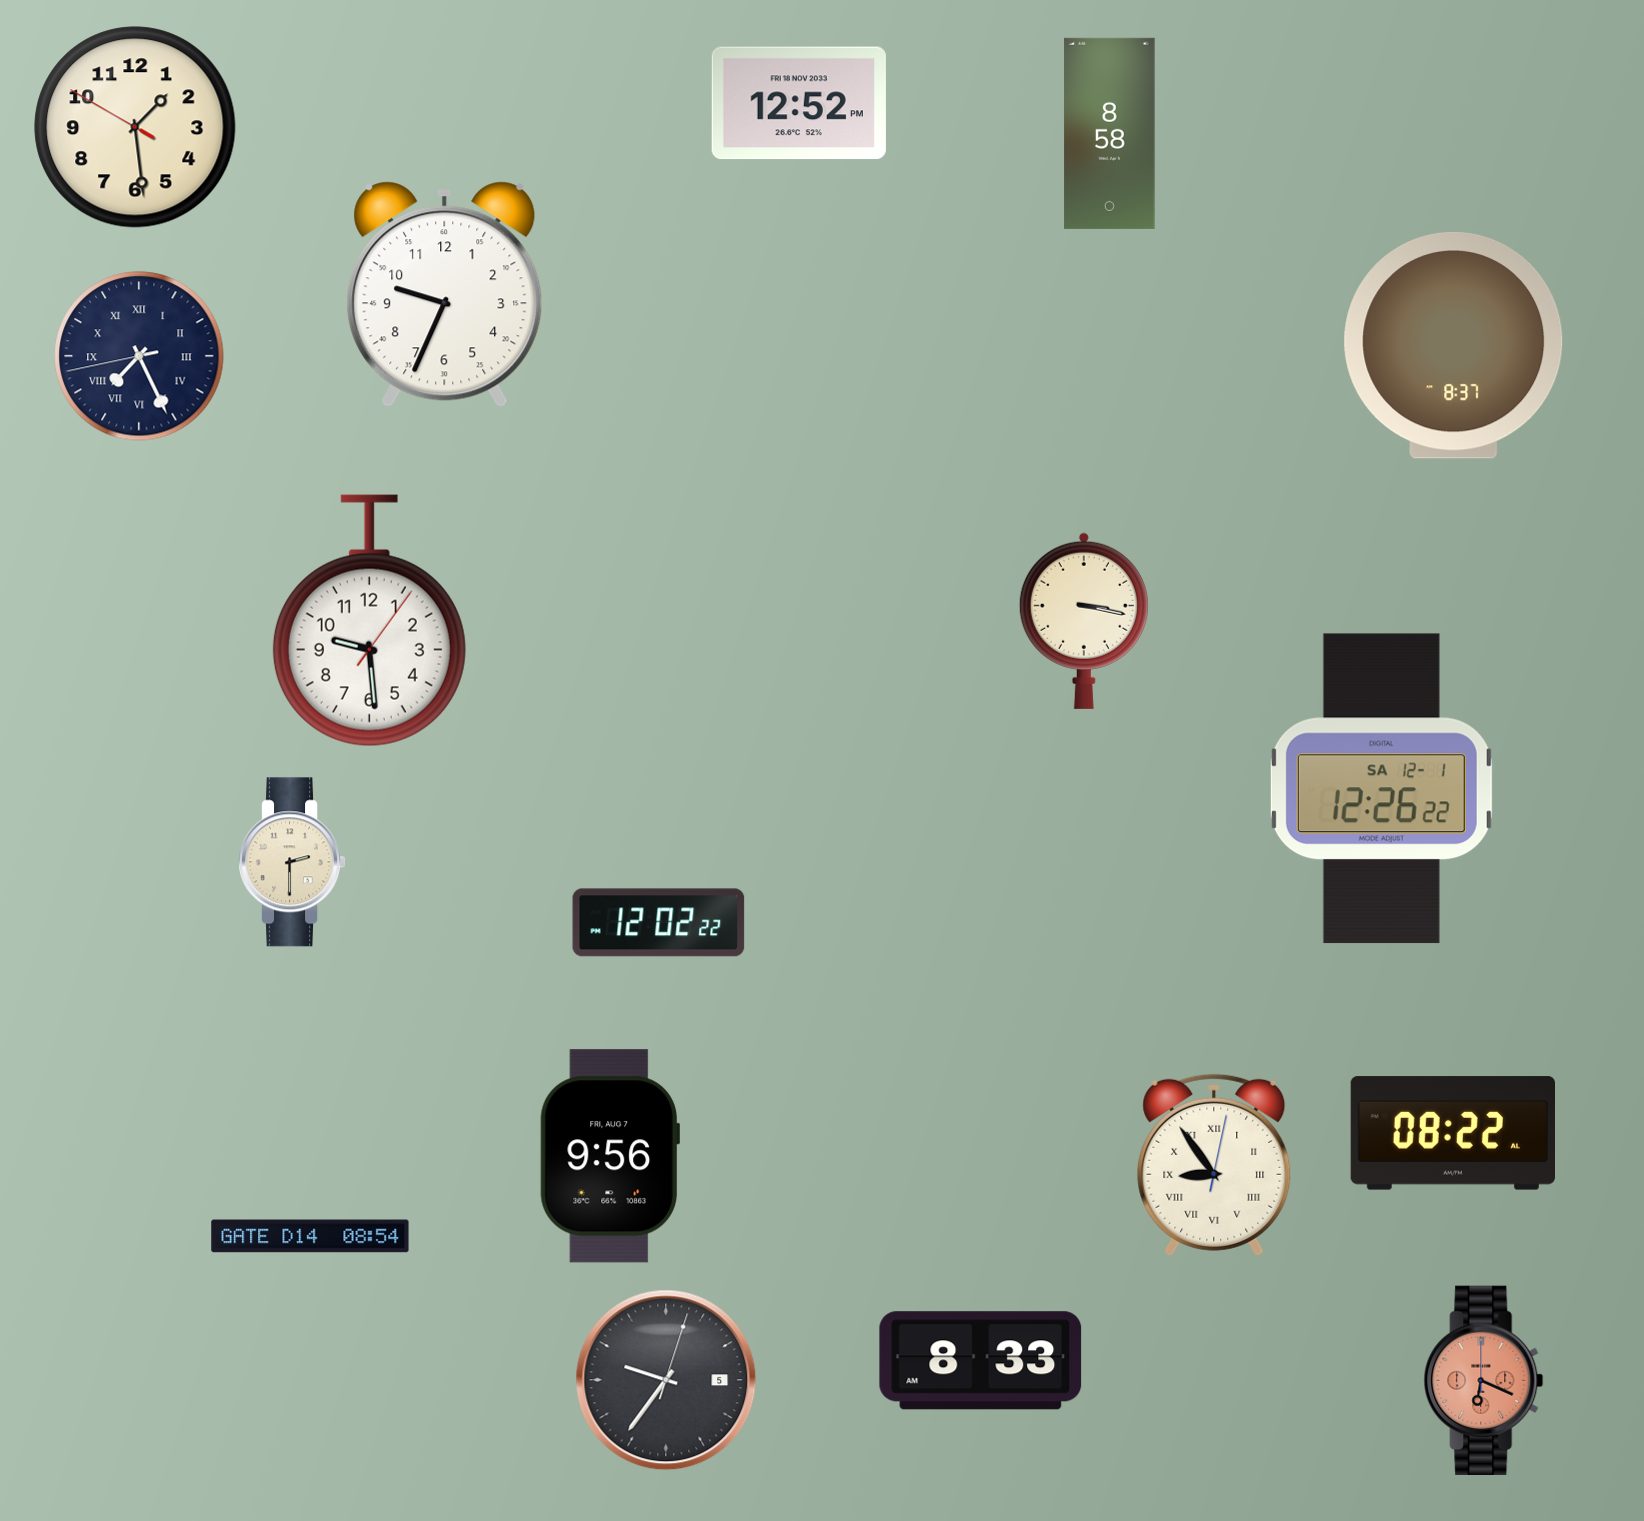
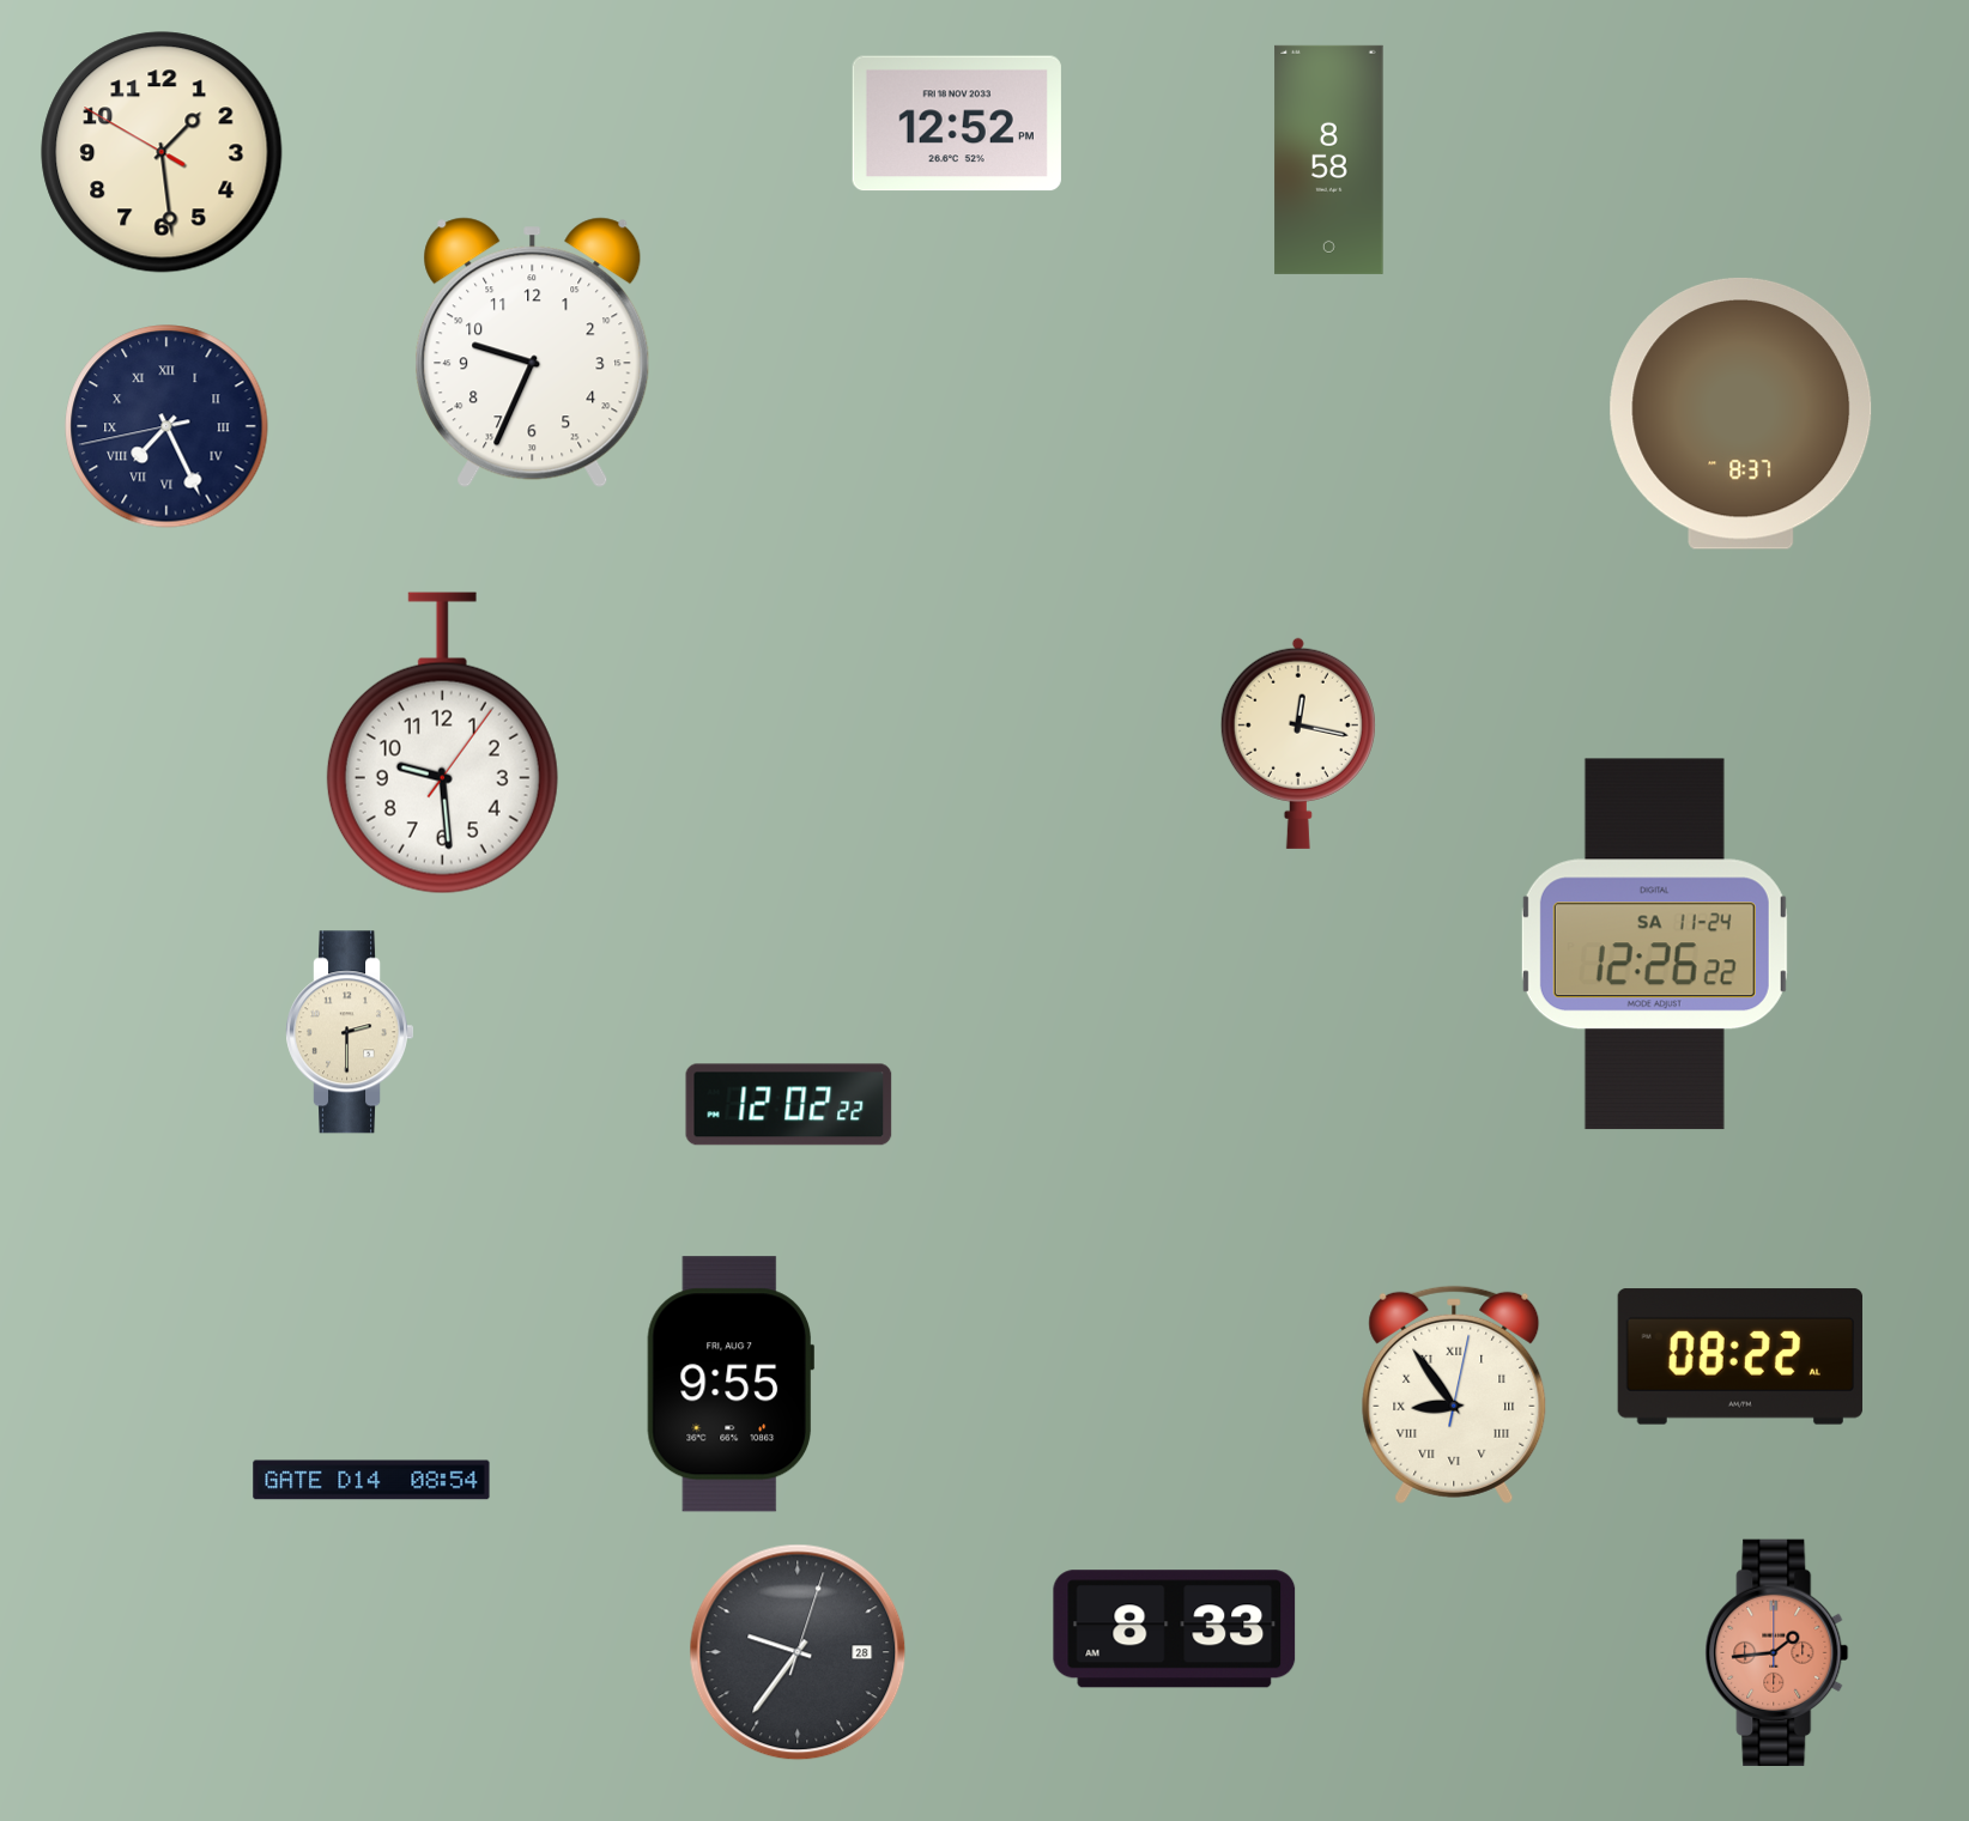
clock at (1084, 621): 3:17 -> 12:17
clock at (1381, 789) date: SA 12-1 -> SA 11-24
clock at (609, 1156): 9:56 -> 9:55
clock at (666, 1380) date: 5 -> 28
clock at (1484, 1380): 6:19 -> 1:44
